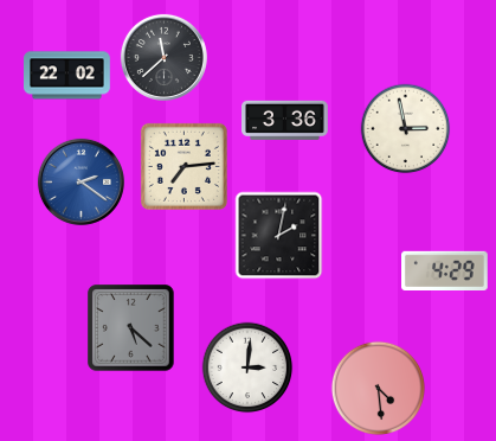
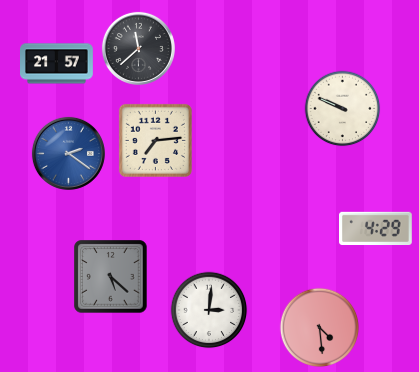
clock at (67, 76): 22:02 -> 21:57
clock at (285, 120): 3:36 -> none
clock at (406, 129): 2:58 -> 9:49
clock at (279, 236): 2:02 -> none
